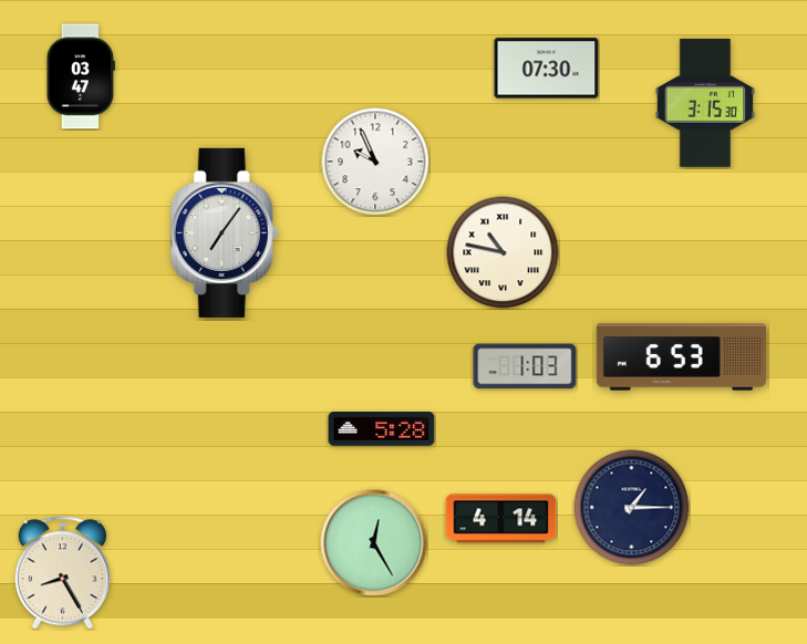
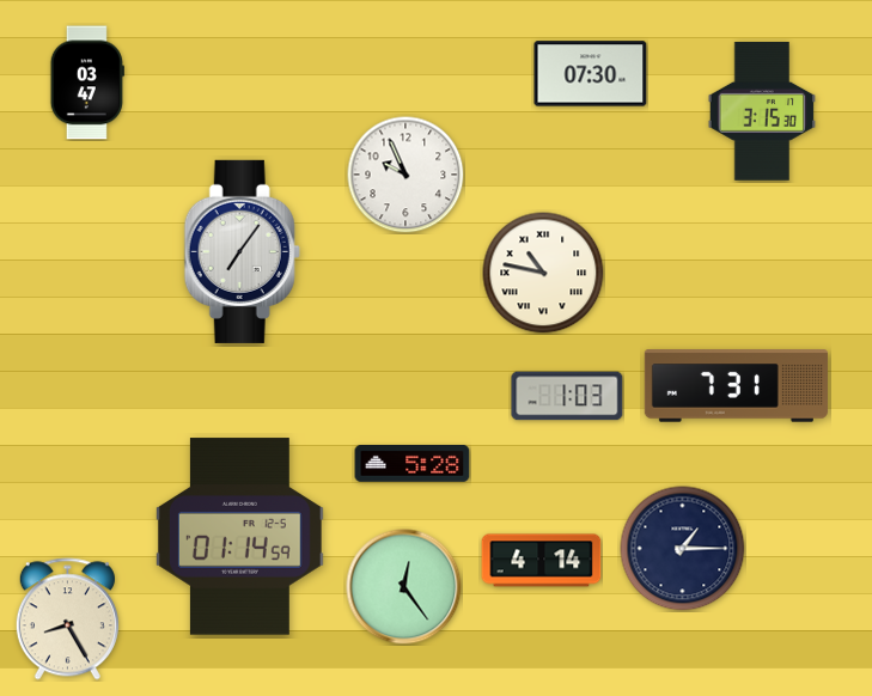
clock at (681, 357): 6:53 -> 7:31
clock at (240, 537): none -> 01:14
clock at (374, 543): 12:25 -> 12:24
